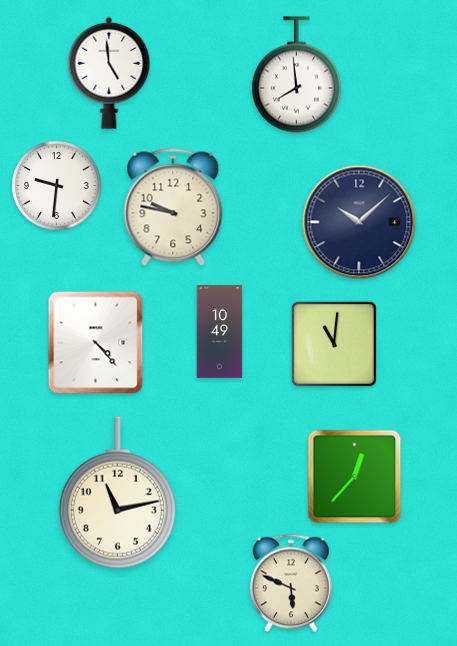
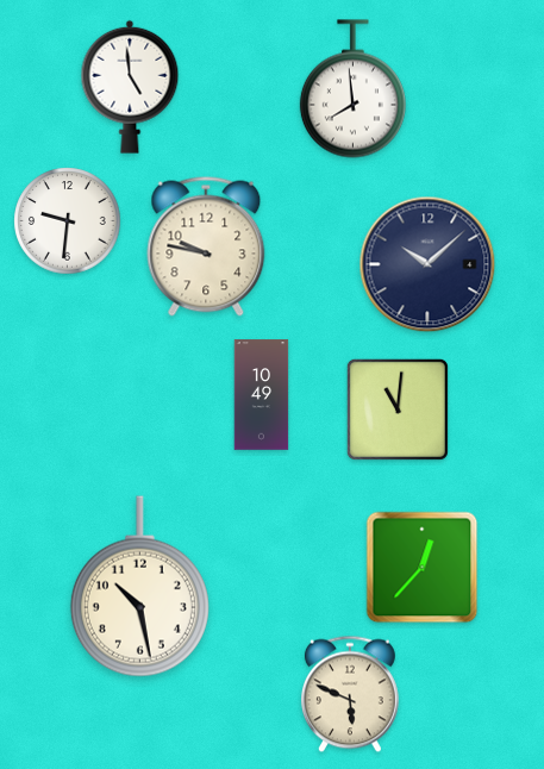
clock at (96, 343): 4:23 -> none
clock at (117, 493): 11:13 -> 10:28
clock at (291, 583) position: (291, 583) -> (350, 694)
